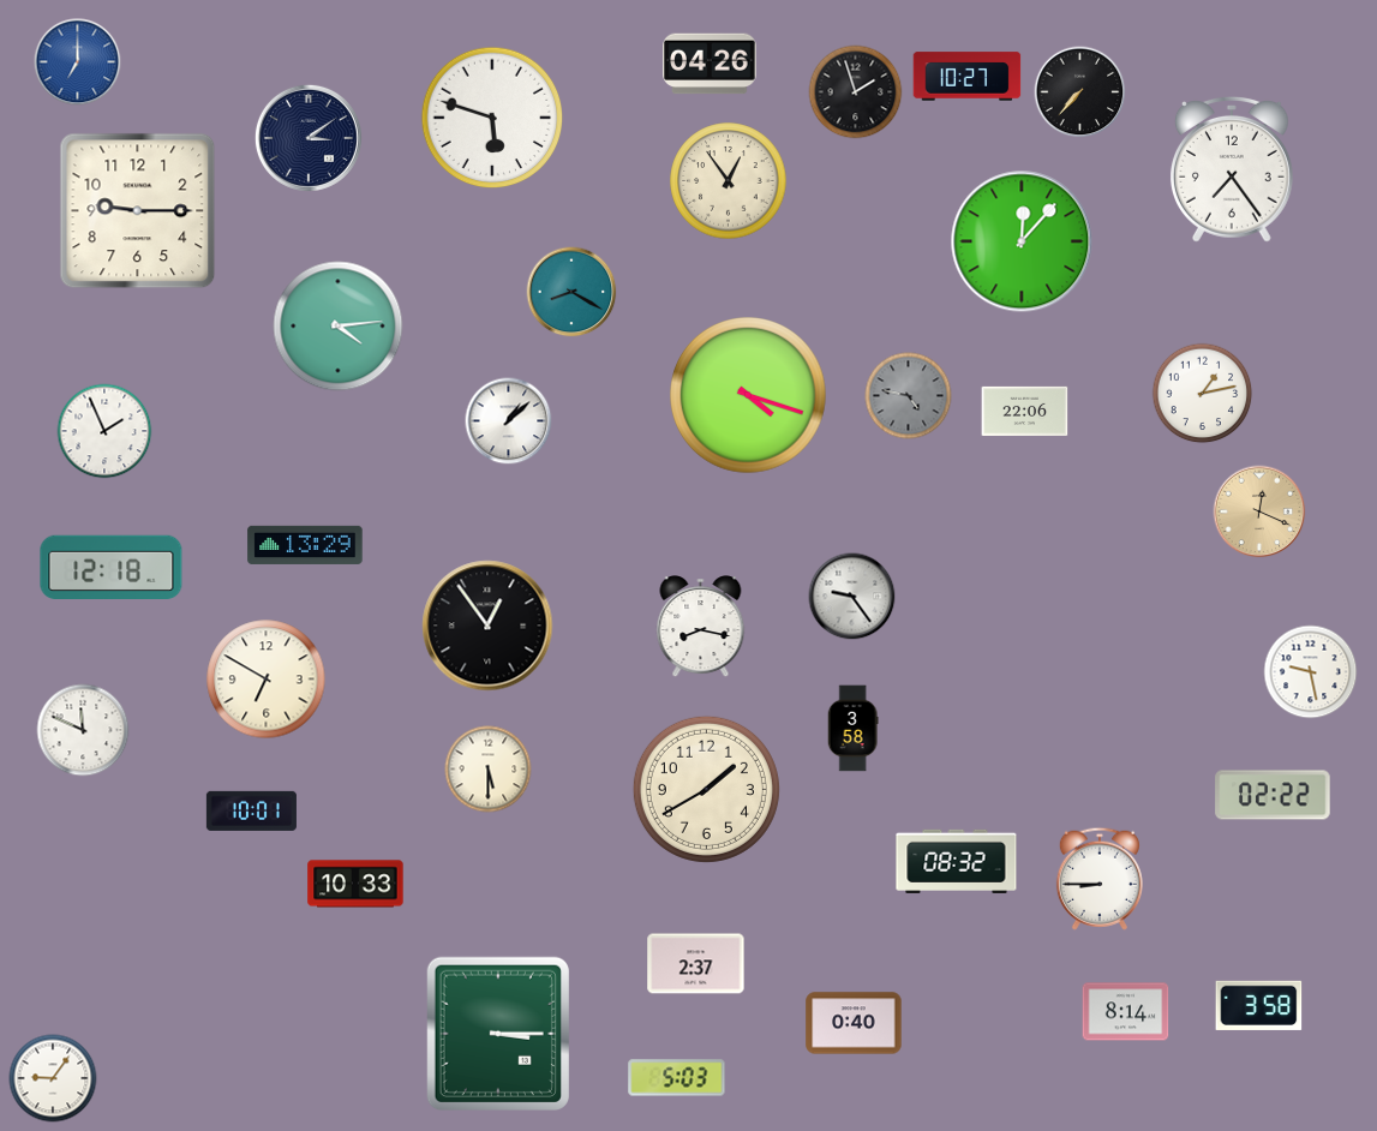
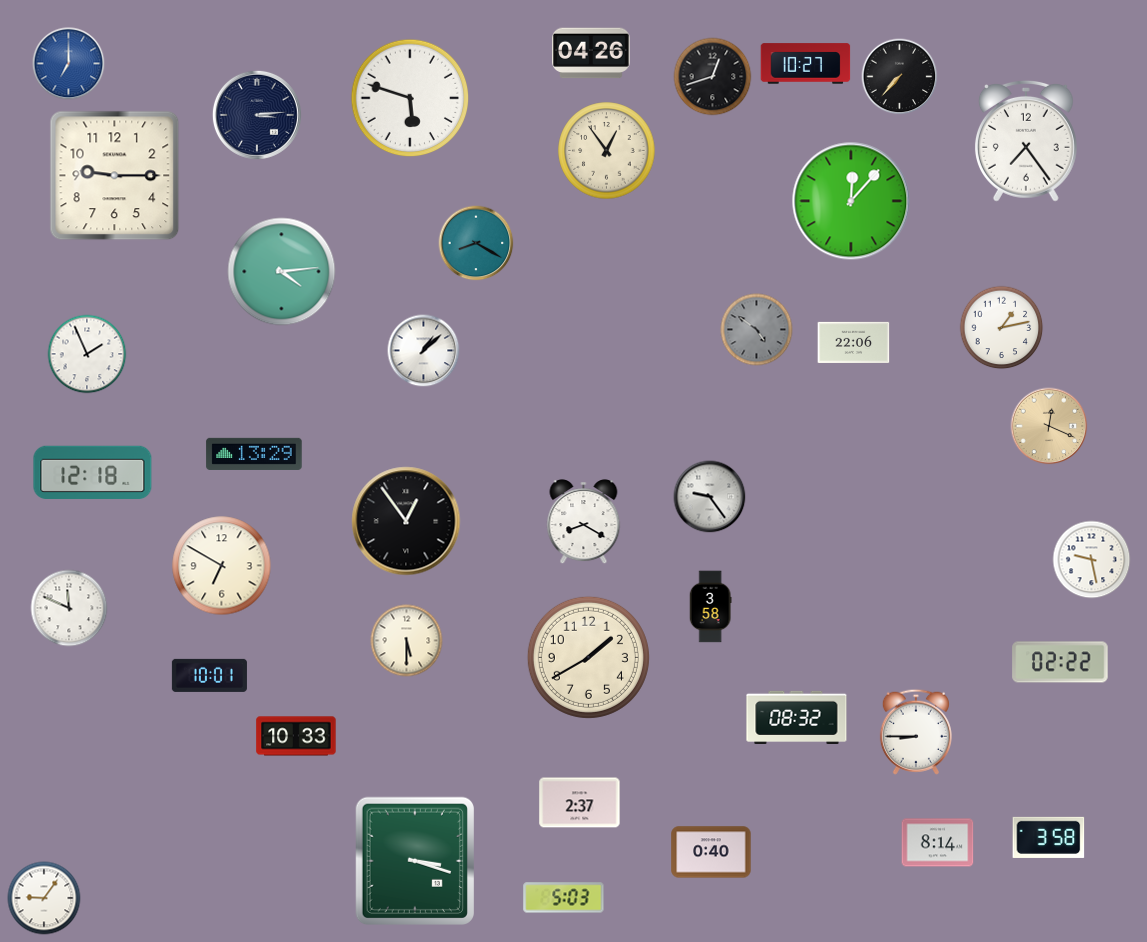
clock at (78, 62) position: (78, 62) -> (69, 64)
clock at (856, 92): 1:57 -> 12:42
clock at (309, 138): 3:09 -> 3:14
clock at (748, 395): 4:18 -> none
clock at (909, 396): 4:47 -> 4:51
clock at (104, 431) position: (104, 431) -> (87, 354)
clock at (701, 627): 8:17 -> 8:20
clock at (498, 1033): 3:15 -> 3:18
